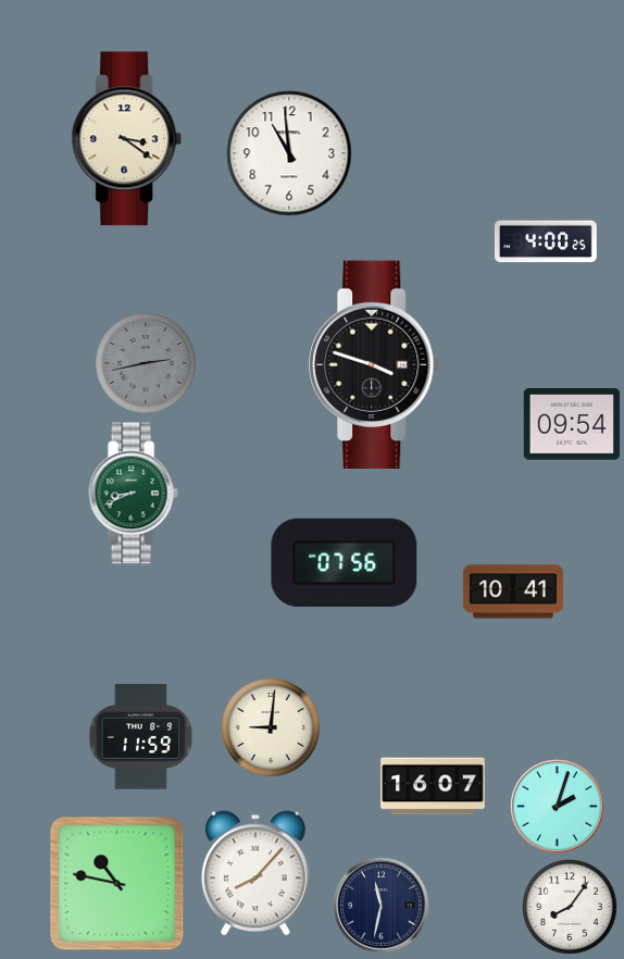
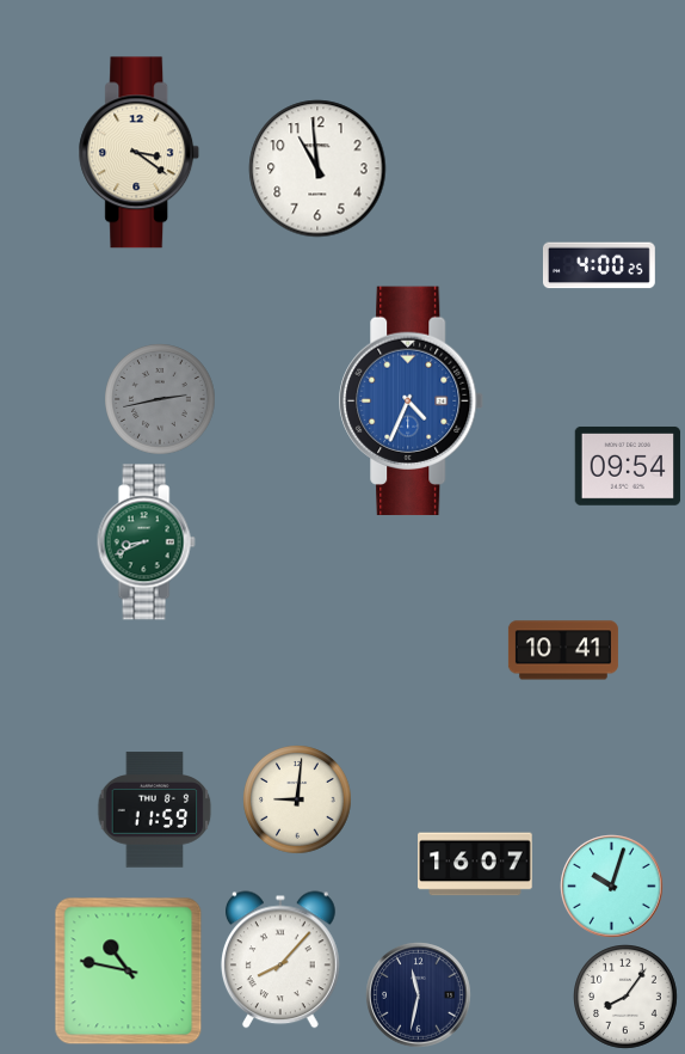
clock at (375, 365): 3:48 -> 4:34
clock at (375, 365) dial: black -> blue
clock at (345, 562): 07:56 -> none
clock at (558, 807): 2:03 -> 10:03
